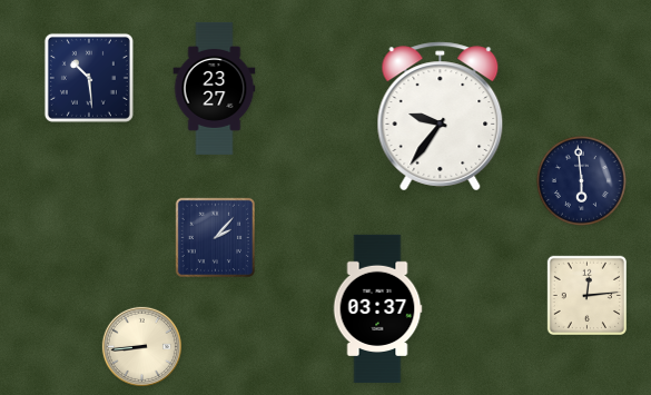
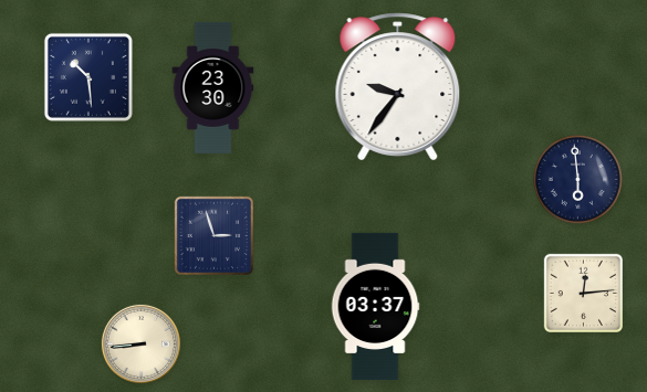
clock at (215, 88): 23:27 -> 23:30
clock at (441, 117) position: (441, 117) -> (398, 87)
clock at (215, 237): 2:07 -> 2:57
